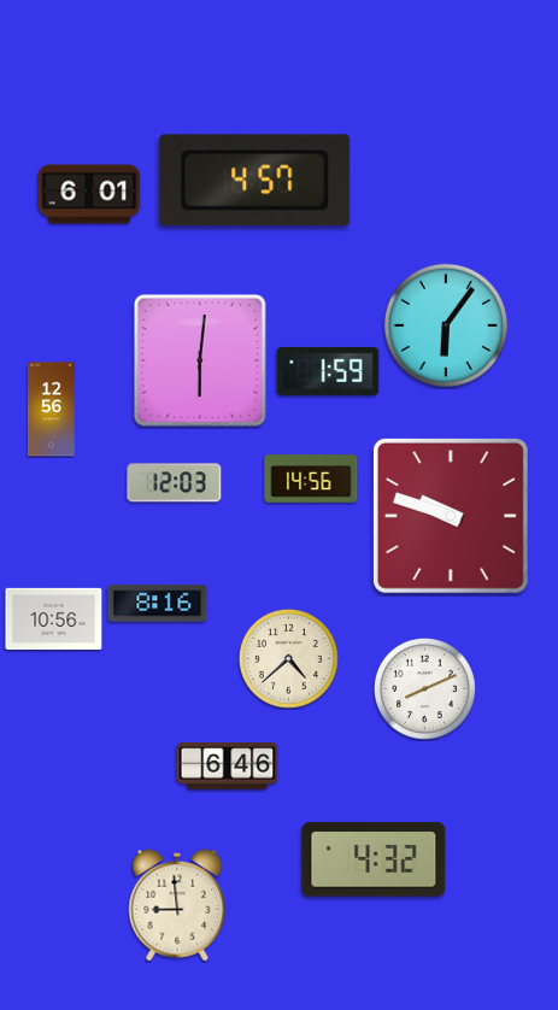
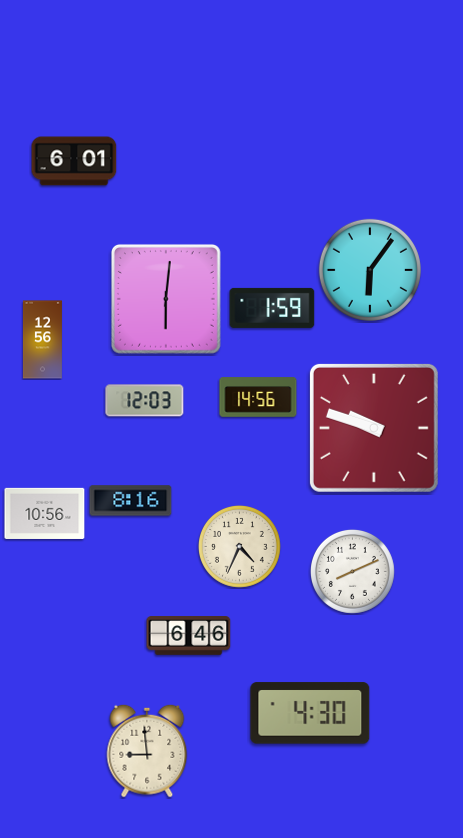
clock at (255, 181): 4:57 -> none
clock at (288, 658): 4:38 -> 4:34
clock at (374, 859): 4:32 -> 4:30
